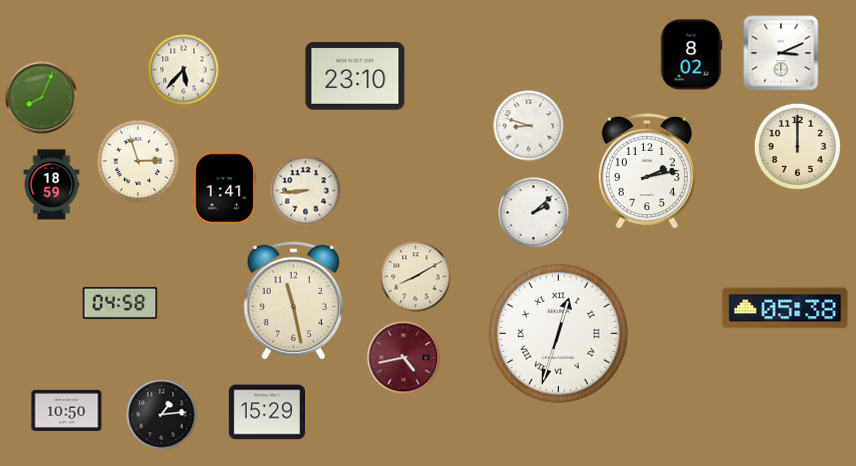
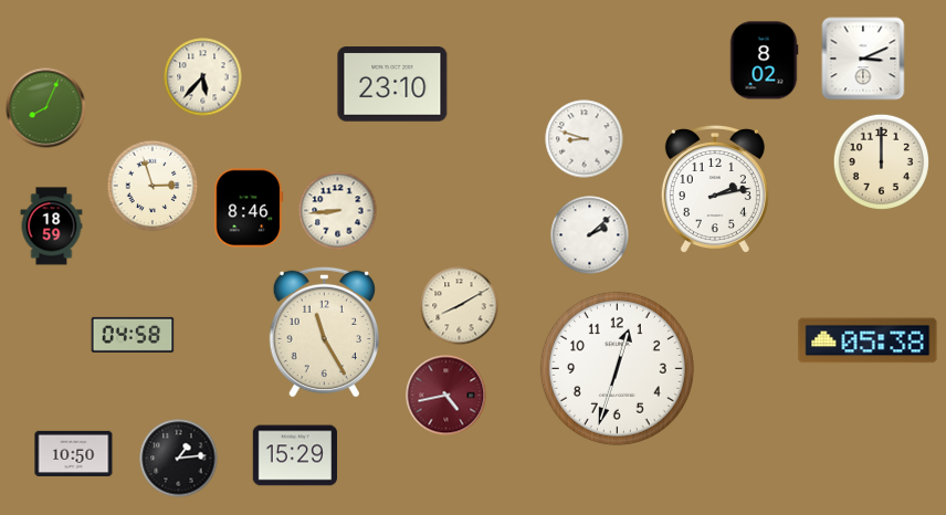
clock at (138, 161) position: (138, 161) -> (153, 186)
clock at (52, 185) position: (52, 185) -> (52, 227)
clock at (225, 188): 1:41 -> 8:46
clock at (293, 300): 11:28 -> 11:25
clock at (558, 333) numerals: Roman -> Arabic
